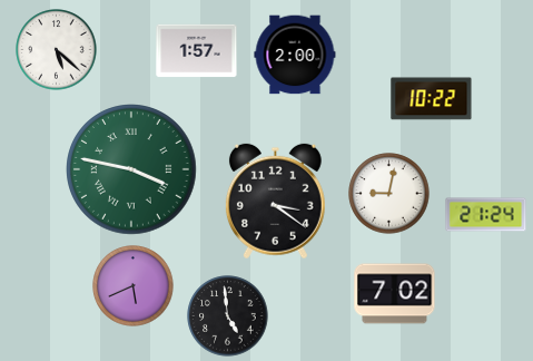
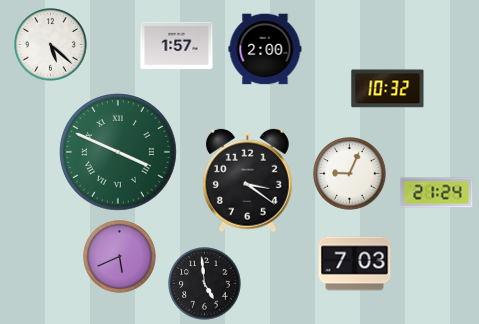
clock at (432, 99): 10:22 -> 10:32
clock at (131, 169): 3:47 -> 3:49
clock at (389, 194): 9:02 -> 9:04
clock at (395, 294): 7:02 -> 7:03
